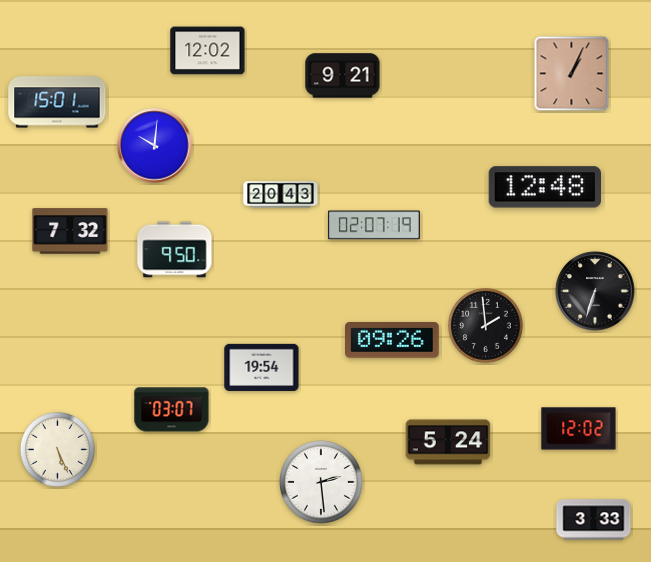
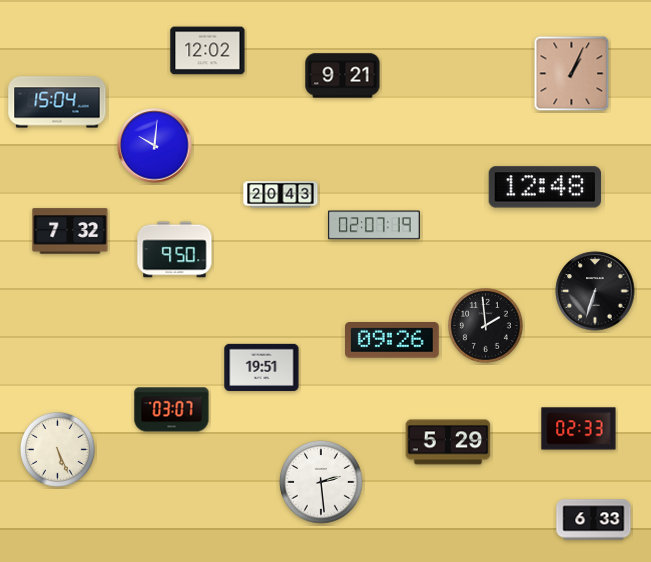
clock at (57, 102): 15:01 -> 15:04
clock at (262, 367): 19:54 -> 19:51
clock at (579, 429): 12:02 -> 02:33
clock at (448, 442): 5:24 -> 5:29
clock at (594, 520): 3:33 -> 6:33
